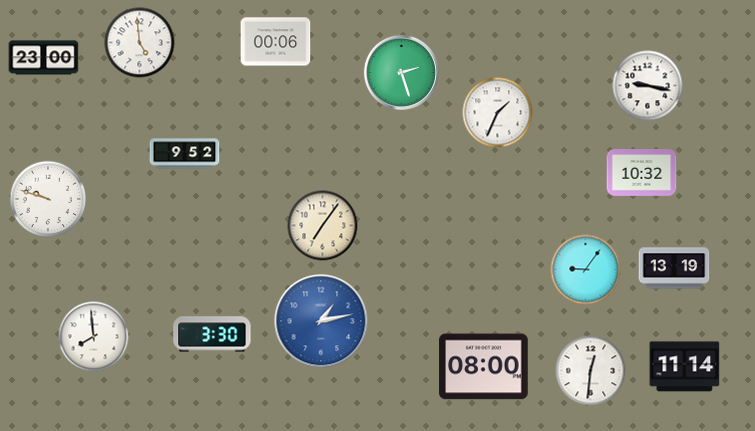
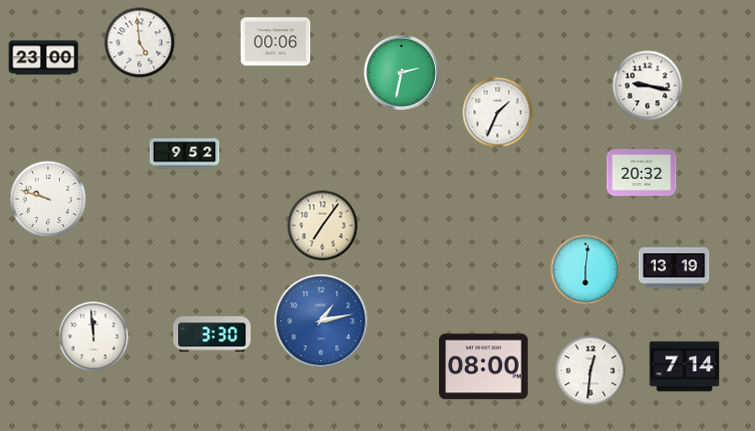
clock at (401, 72): 2:27 -> 2:32
clock at (642, 173): 10:32 -> 20:32
clock at (586, 270): 9:06 -> 6:01
clock at (94, 337): 7:59 -> 11:59
clock at (685, 367): 11:14 -> 7:14
